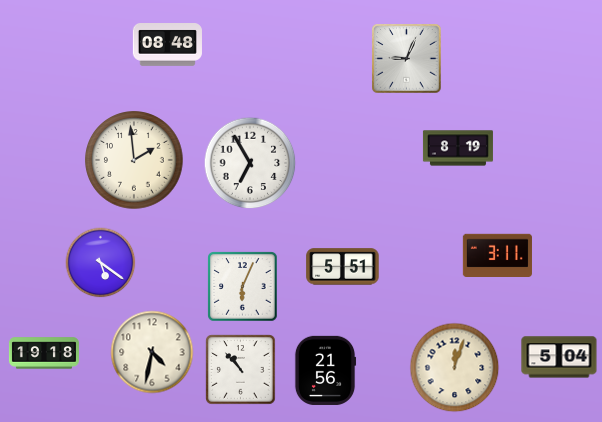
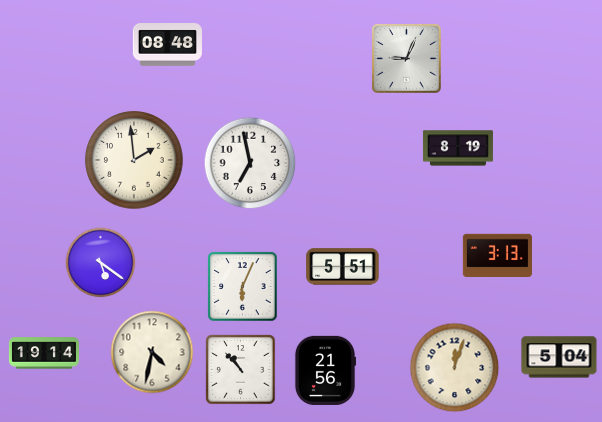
clock at (250, 163): 6:55 -> 6:58
clock at (497, 255): 3:11 -> 3:13
clock at (44, 353): 19:18 -> 19:14
